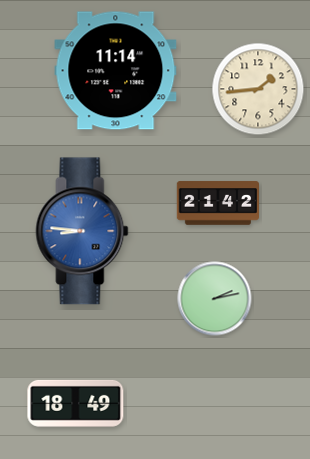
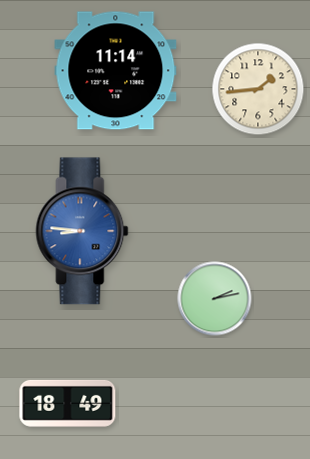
clock at (217, 203): 21:42 -> none
clock at (76, 403) position: (76, 403) -> (68, 403)
